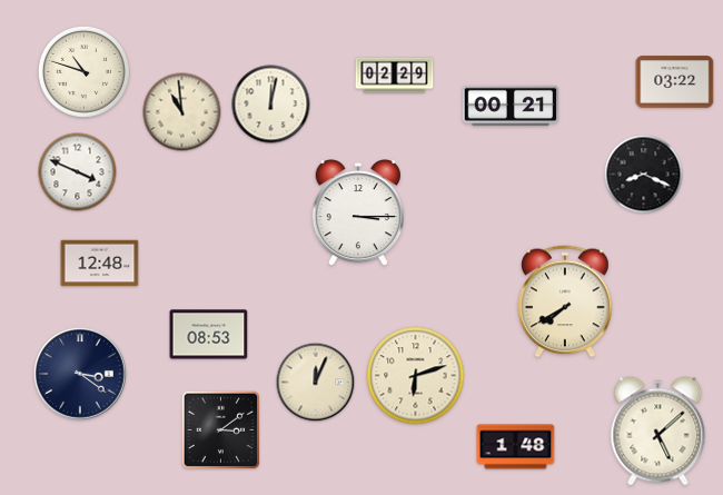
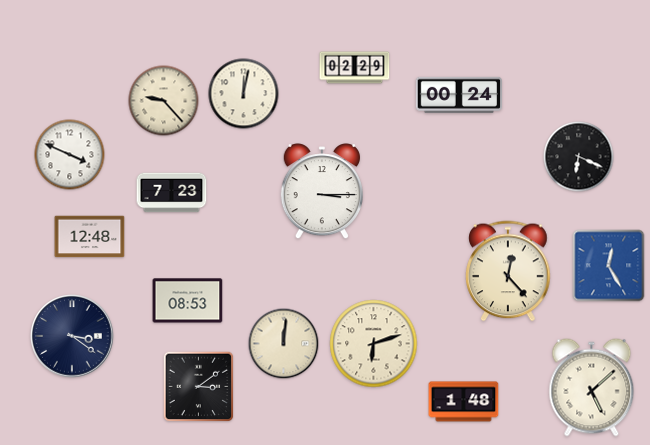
clock at (83, 71): 10:48 -> none
clock at (675, 82): 03:22 -> none
clock at (509, 106): 00:21 -> 00:24
clock at (182, 112): 10:59 -> 9:23
clock at (644, 175): 8:19 -> 6:19
clock at (172, 193): none -> 7:23
clock at (609, 266): none -> 12:25
clock at (565, 301): 7:40 -> 12:23
clock at (416, 376) position: (416, 376) -> (374, 344)
clock at (316, 383): 12:04 -> 12:01
